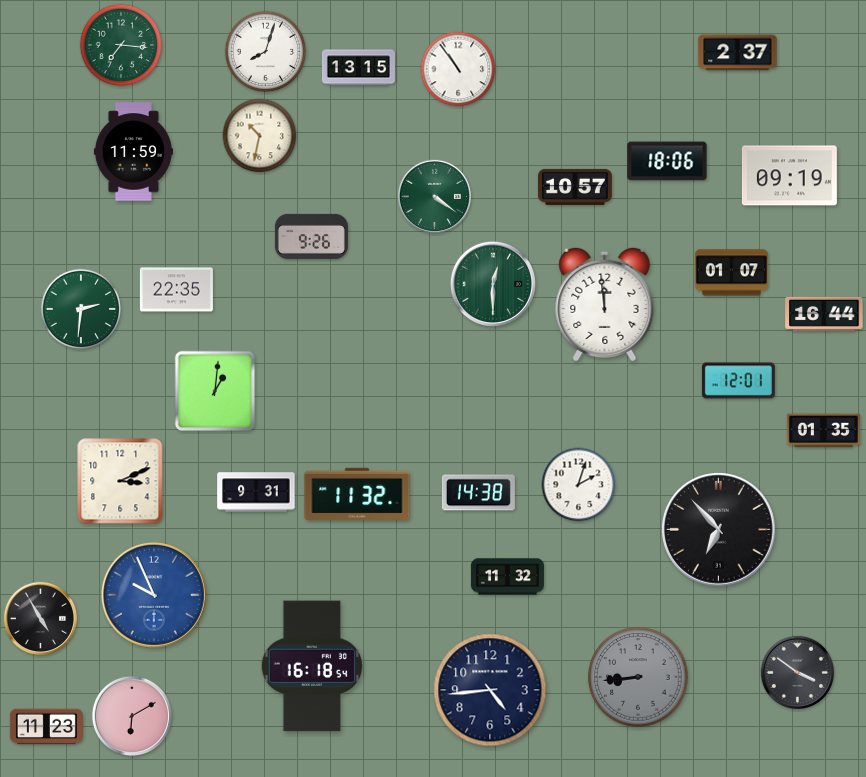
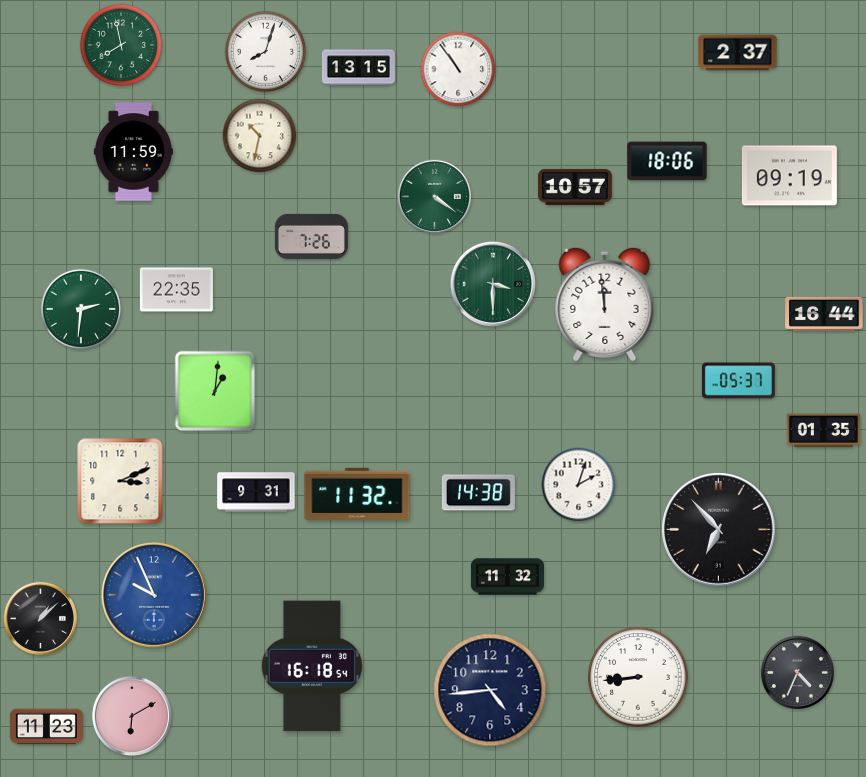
clock at (121, 45): 7:16 -> 7:58
clock at (311, 236): 9:26 -> 7:26
clock at (731, 273): 01:07 -> none
clock at (493, 284): 12:30 -> 3:30
clock at (738, 381): 12:01 -> 05:37
clock at (40, 618): 4:55 -> 1:08
clock at (797, 672): 3:51 -> 4:34
clock at (638, 677) dial: grey -> white
